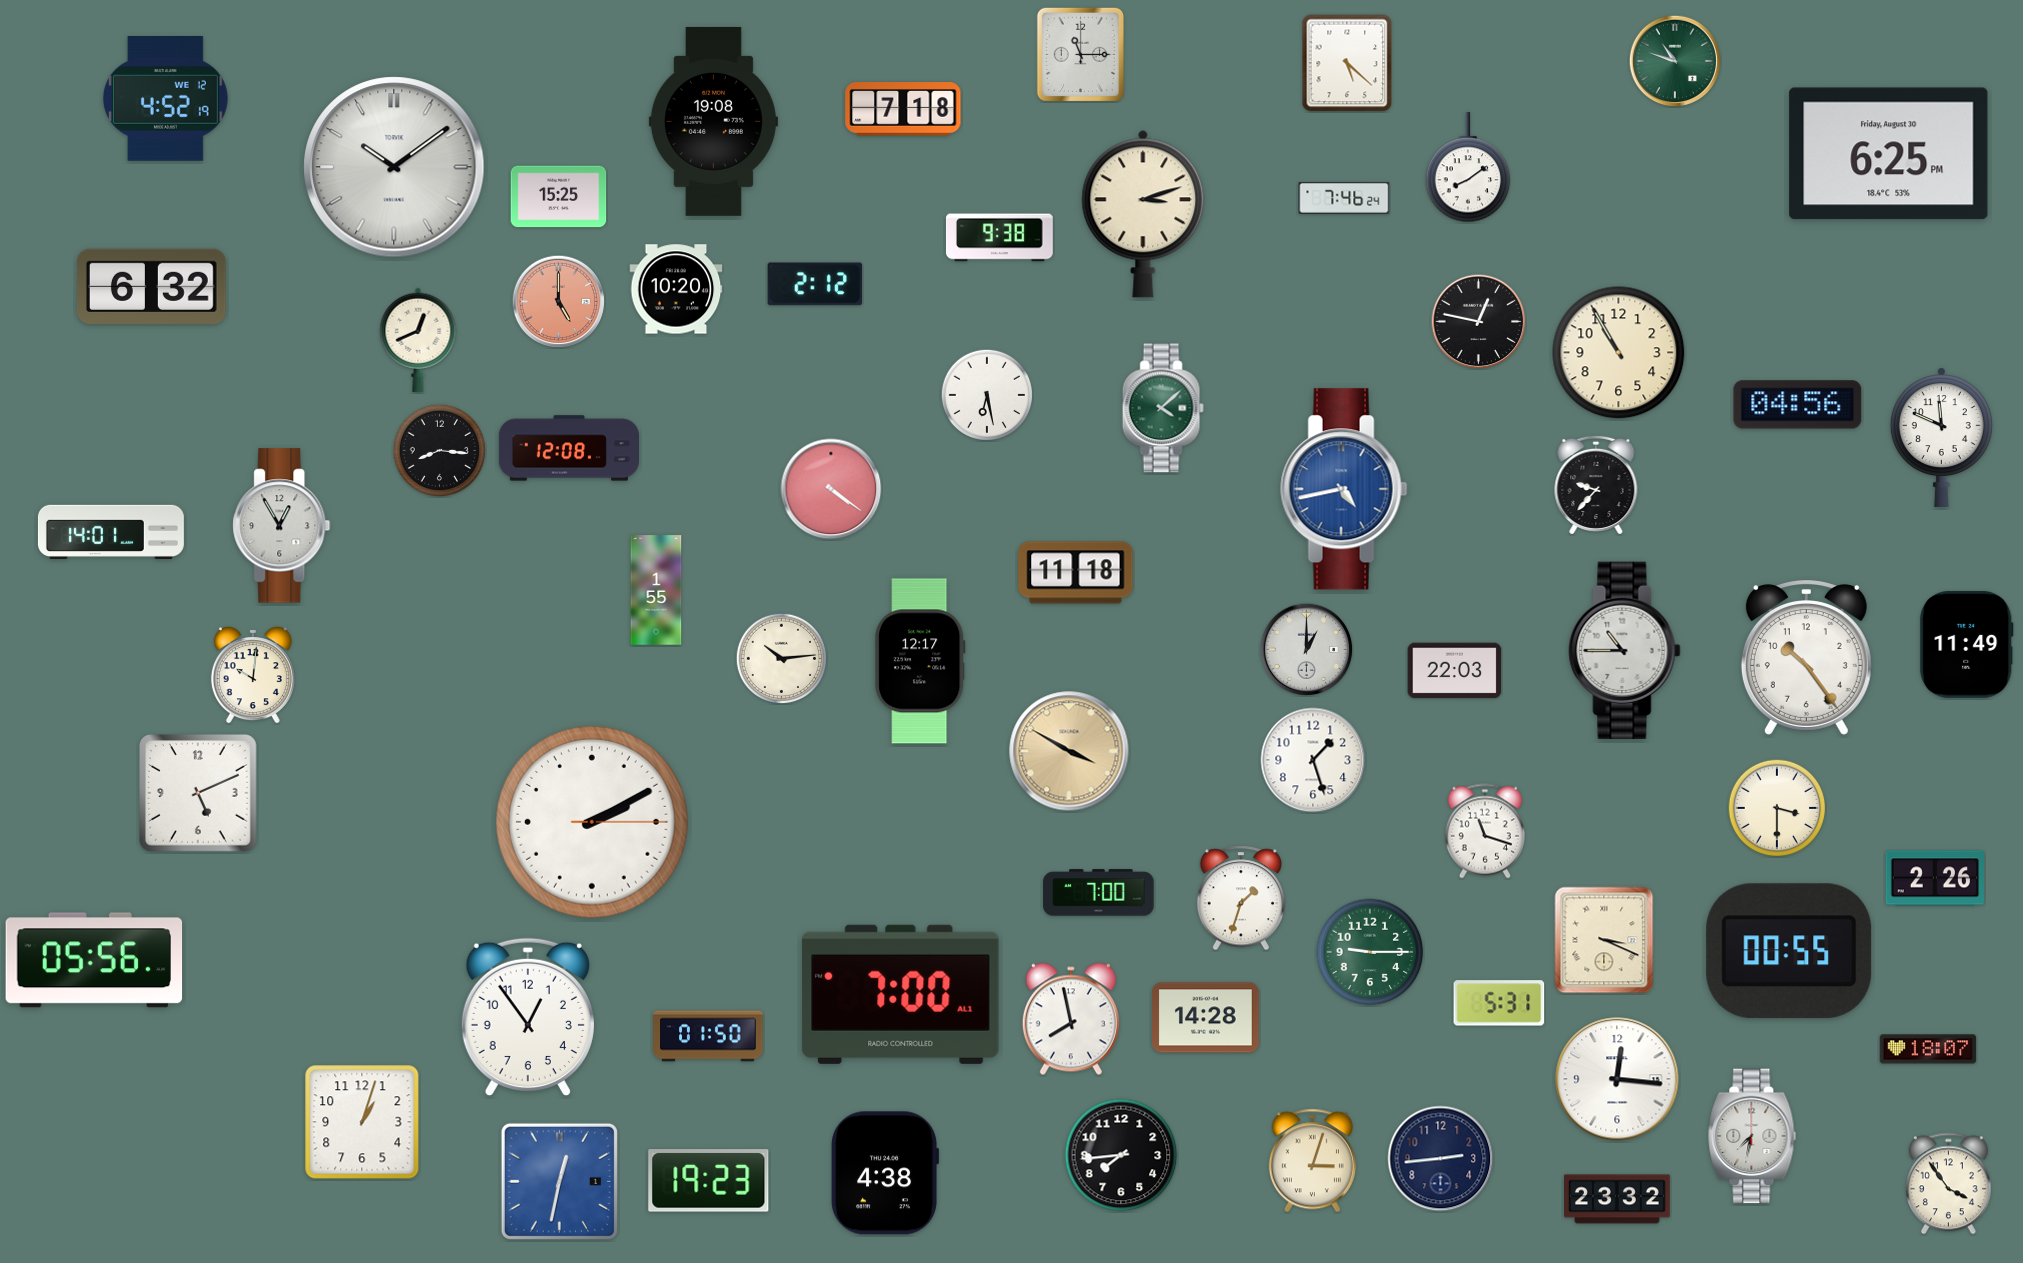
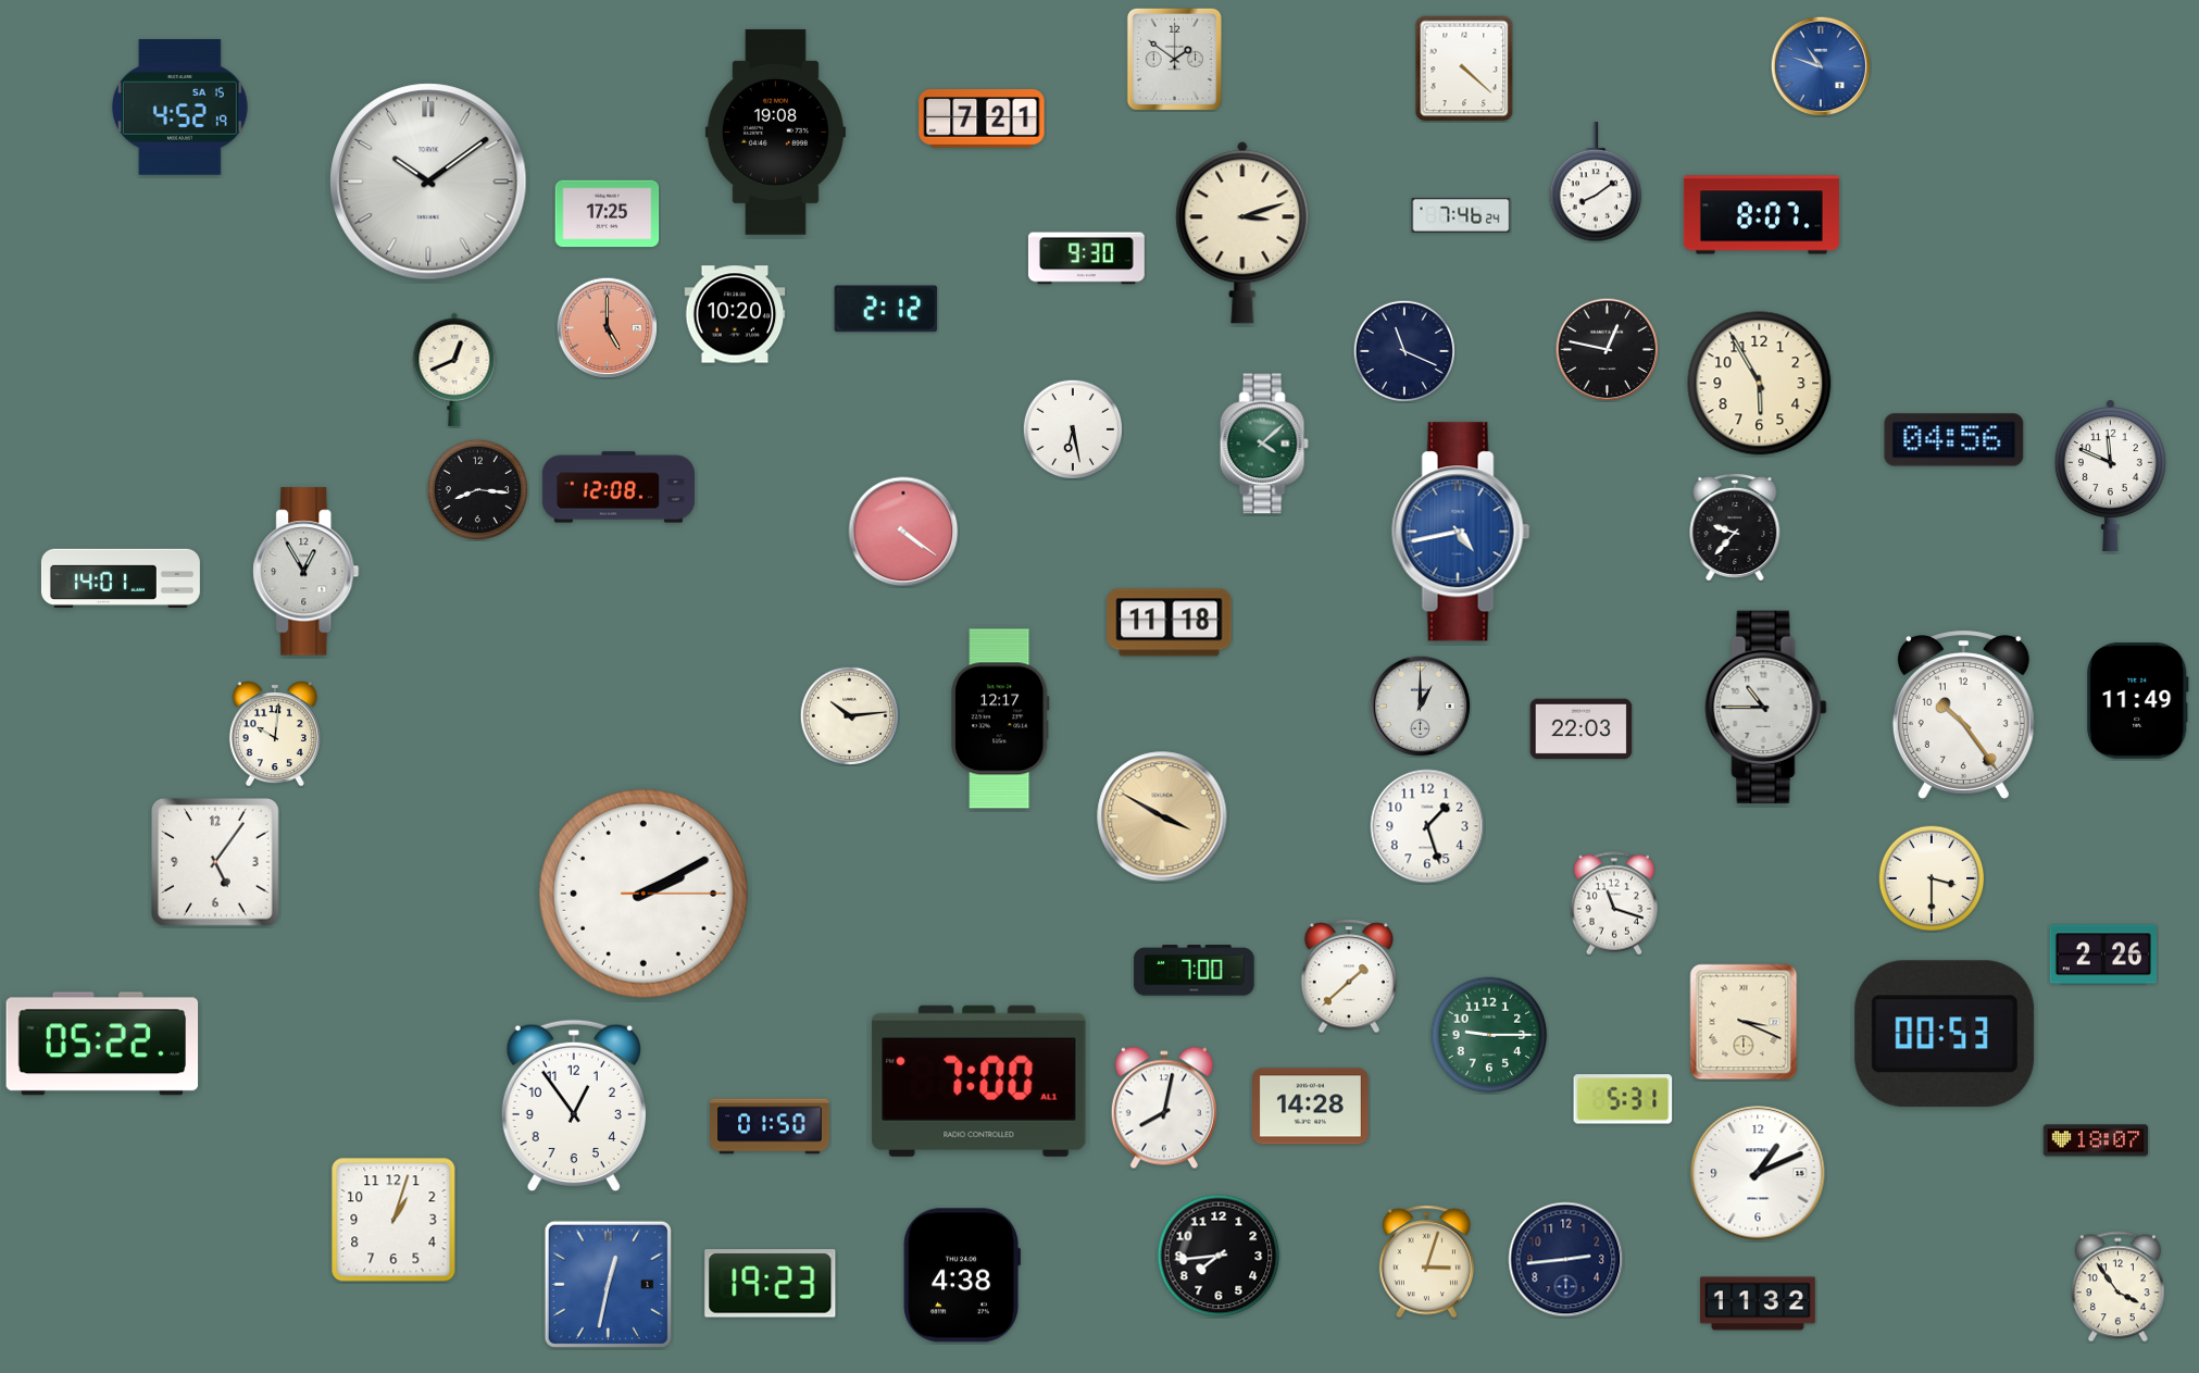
clock at (1080, 54): 11:15 -> 1:51
clock at (1675, 61) dial: green -> blue
clock at (1347, 63): 5:22 -> 4:22
clock at (165, 99) date: WE 12 -> SA 15
clock at (903, 109): 7:18 -> 7:21
clock at (1889, 154): 6:25 -> none
clock at (559, 197): 15:25 -> 17:25
clock at (1761, 215): none -> 8:07
clock at (1000, 238): 9:38 -> 9:30
clock at (152, 286): 6:32 -> none
clock at (1404, 351): none -> 11:19
clock at (1619, 353): 10:55 -> 5:55
clock at (656, 590): 1:55 -> none
clock at (199, 794): 5:11 -> 5:06
clock at (1240, 898): 1:33 -> 1:38
clock at (1789, 951): 00:55 -> 00:53
clock at (94, 960): 05:56 -> 05:22
clock at (1499, 1003) position: (1499, 1003) -> (1623, 1099)
clock at (1071, 1019): 7:58 -> 8:02
clock at (1617, 1079): 12:16 -> 1:11
clock at (1752, 1136): 7:32 -> none
clock at (1617, 1199): 23:32 -> 11:32
